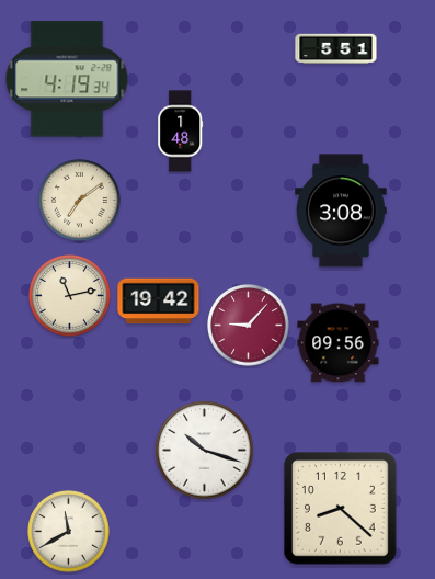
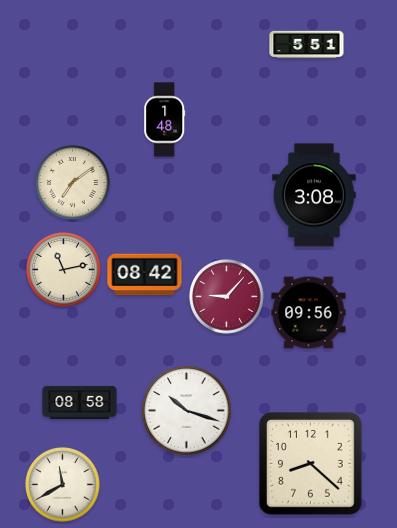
clock at (67, 79): 4:19 -> none
clock at (341, 211) position: (341, 211) -> (314, 195)
clock at (159, 302): 19:42 -> 08:42
clock at (80, 402): none -> 08:58
